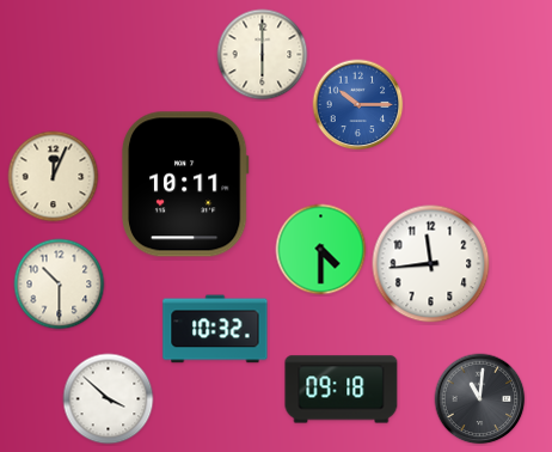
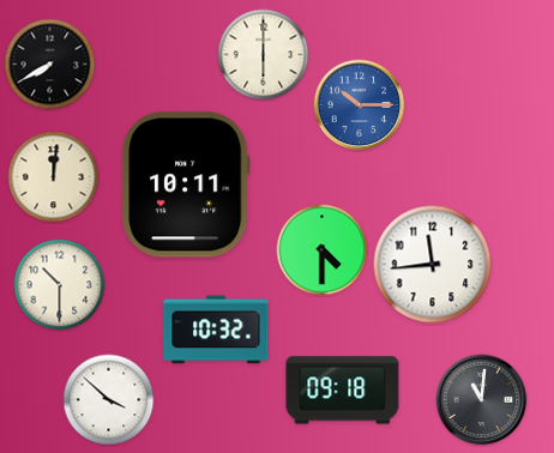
clock at (50, 65): none -> 7:40
clock at (54, 177): 12:04 -> 12:01
